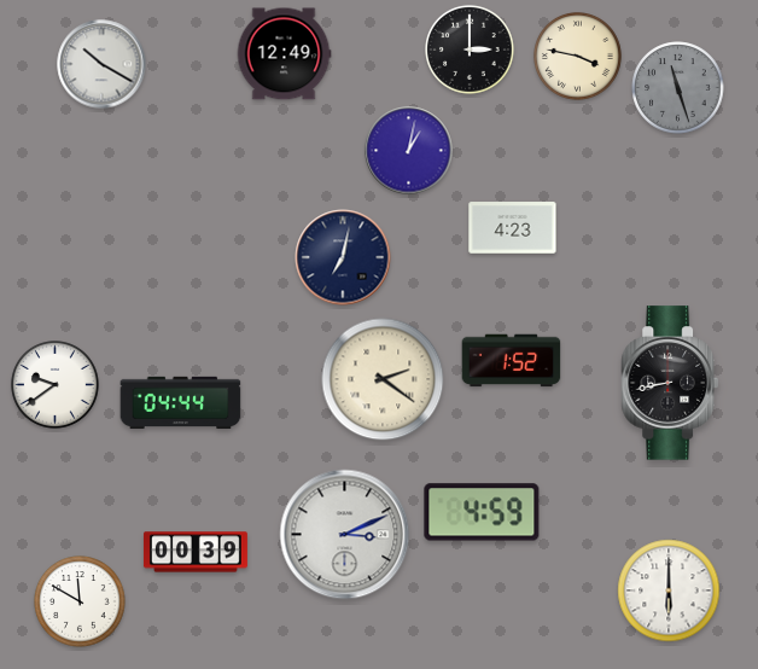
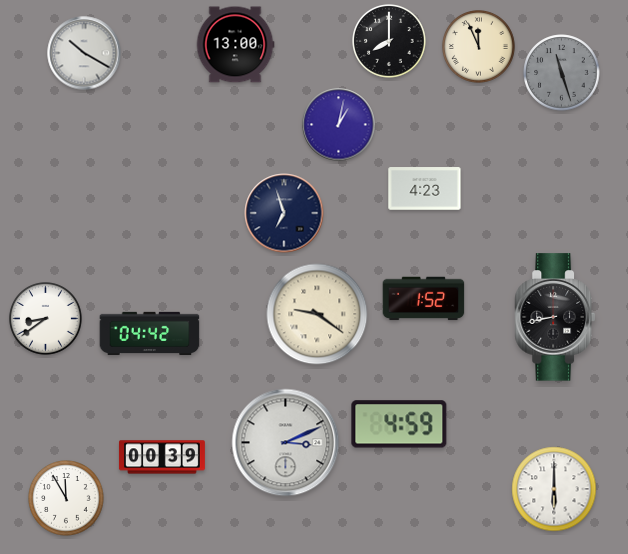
clock at (471, 51): 3:00 -> 8:00
clock at (284, 54): 12:49 -> 13:00
clock at (578, 57): 3:47 -> 11:56
clock at (343, 257): 7:02 -> 6:57
clock at (383, 379): 2:21 -> 9:21
clock at (56, 385): 9:39 -> 8:39
clock at (181, 403): 04:44 -> 04:42
clock at (80, 601): 11:50 -> 11:55
